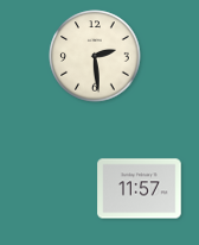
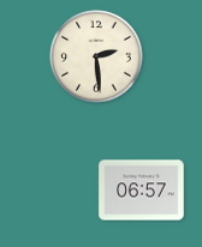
clock at (140, 189): 11:57 -> 06:57
